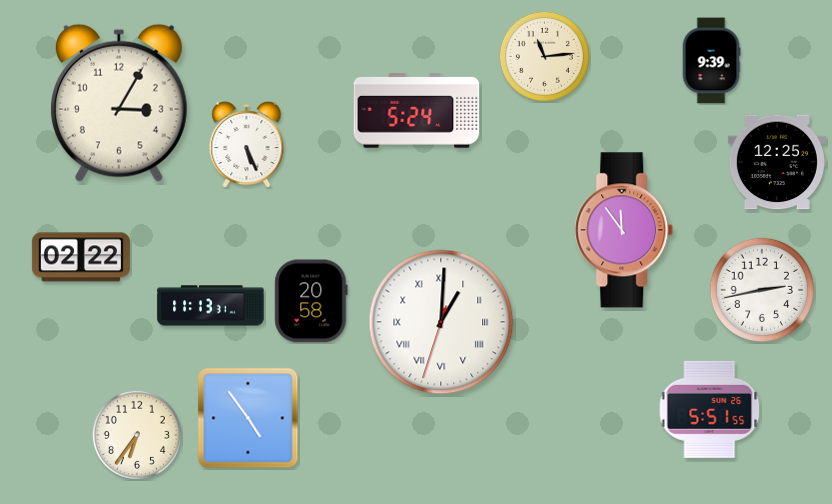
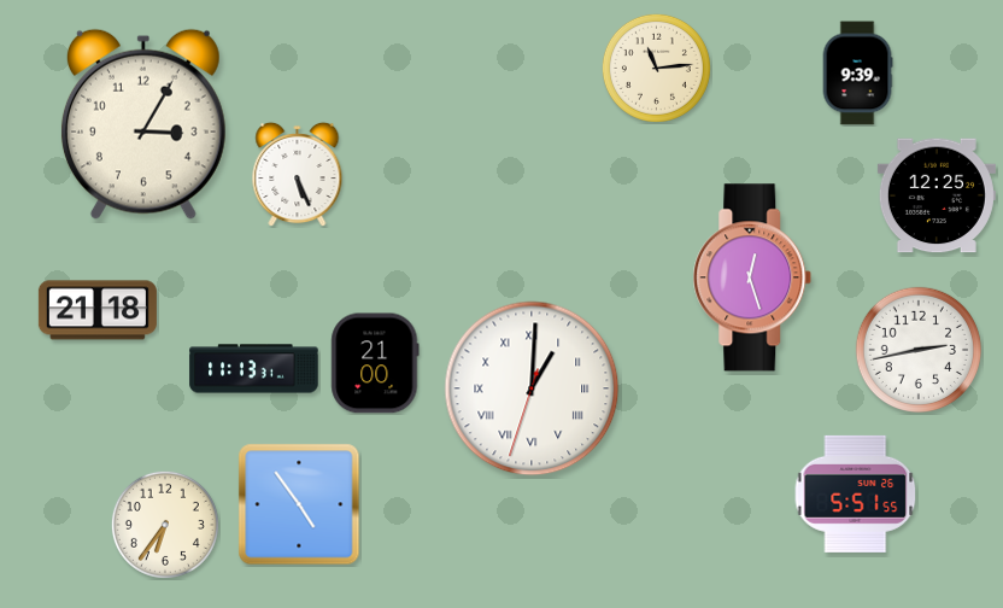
clock at (417, 111): 5:24 -> none
clock at (624, 230): 11:54 -> 12:27
clock at (81, 257): 02:22 -> 21:18
clock at (311, 301): 20:58 -> 21:00
